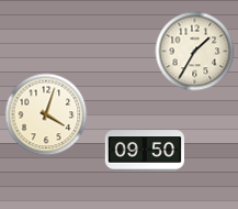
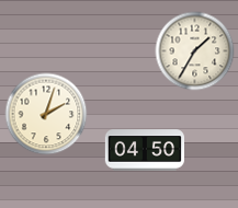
clock at (46, 114): 4:03 -> 2:03
clock at (144, 151): 09:50 -> 04:50
